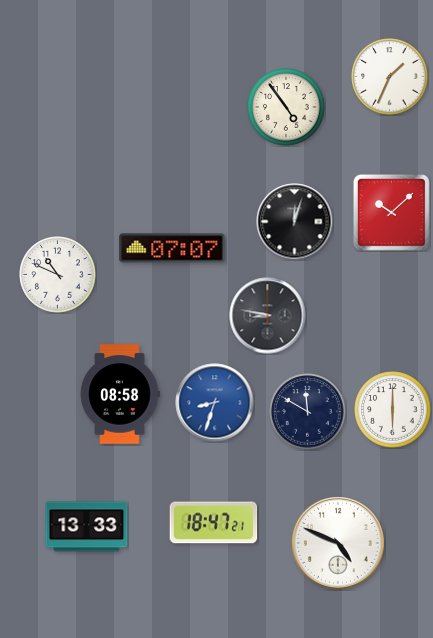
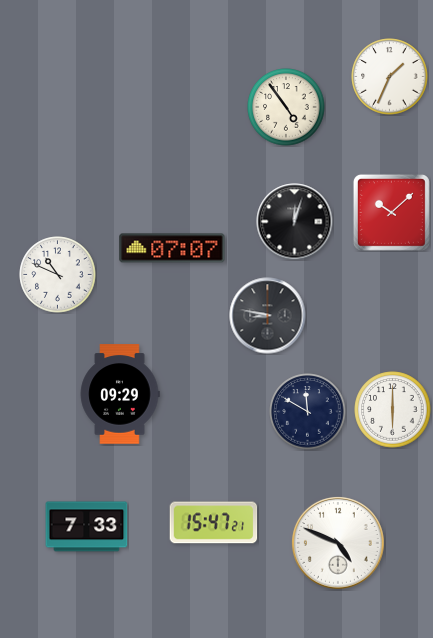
clock at (120, 394): 08:58 -> 09:29
clock at (215, 403): 8:33 -> none
clock at (214, 523): 18:47 -> 15:47
clock at (87, 527): 13:33 -> 7:33
